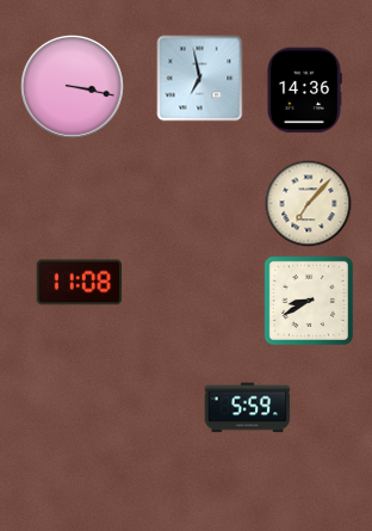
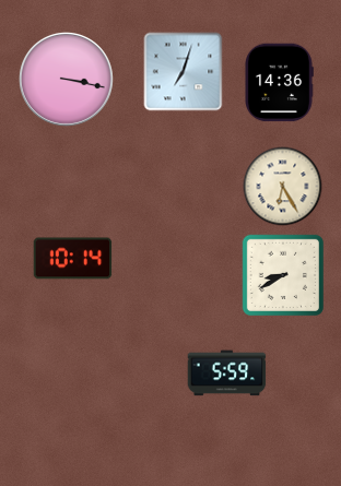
clock at (200, 79): 6:58 -> 7:03
clock at (309, 204): 7:07 -> 6:25
clock at (80, 283): 11:08 -> 10:14
